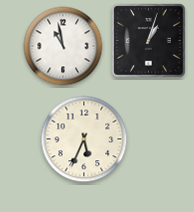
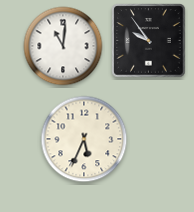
clock at (149, 41): 1:03 -> 9:54
clock at (63, 46): 10:58 -> 11:01
